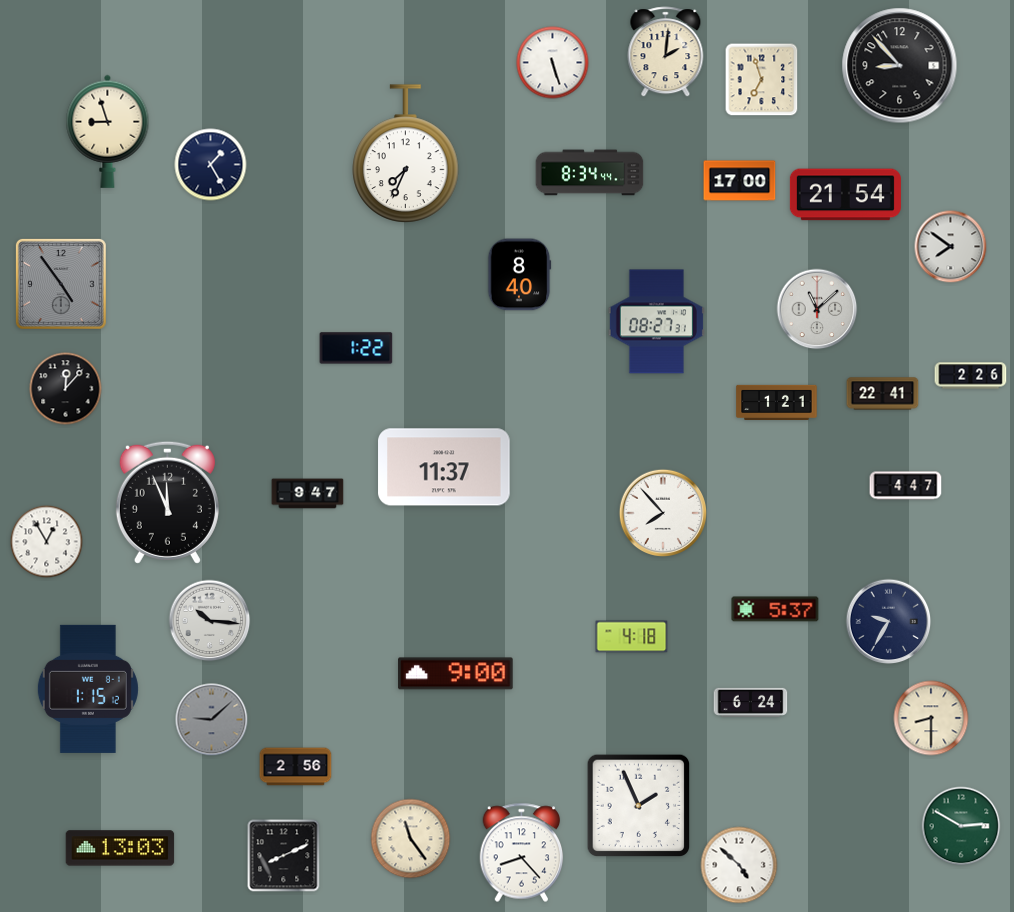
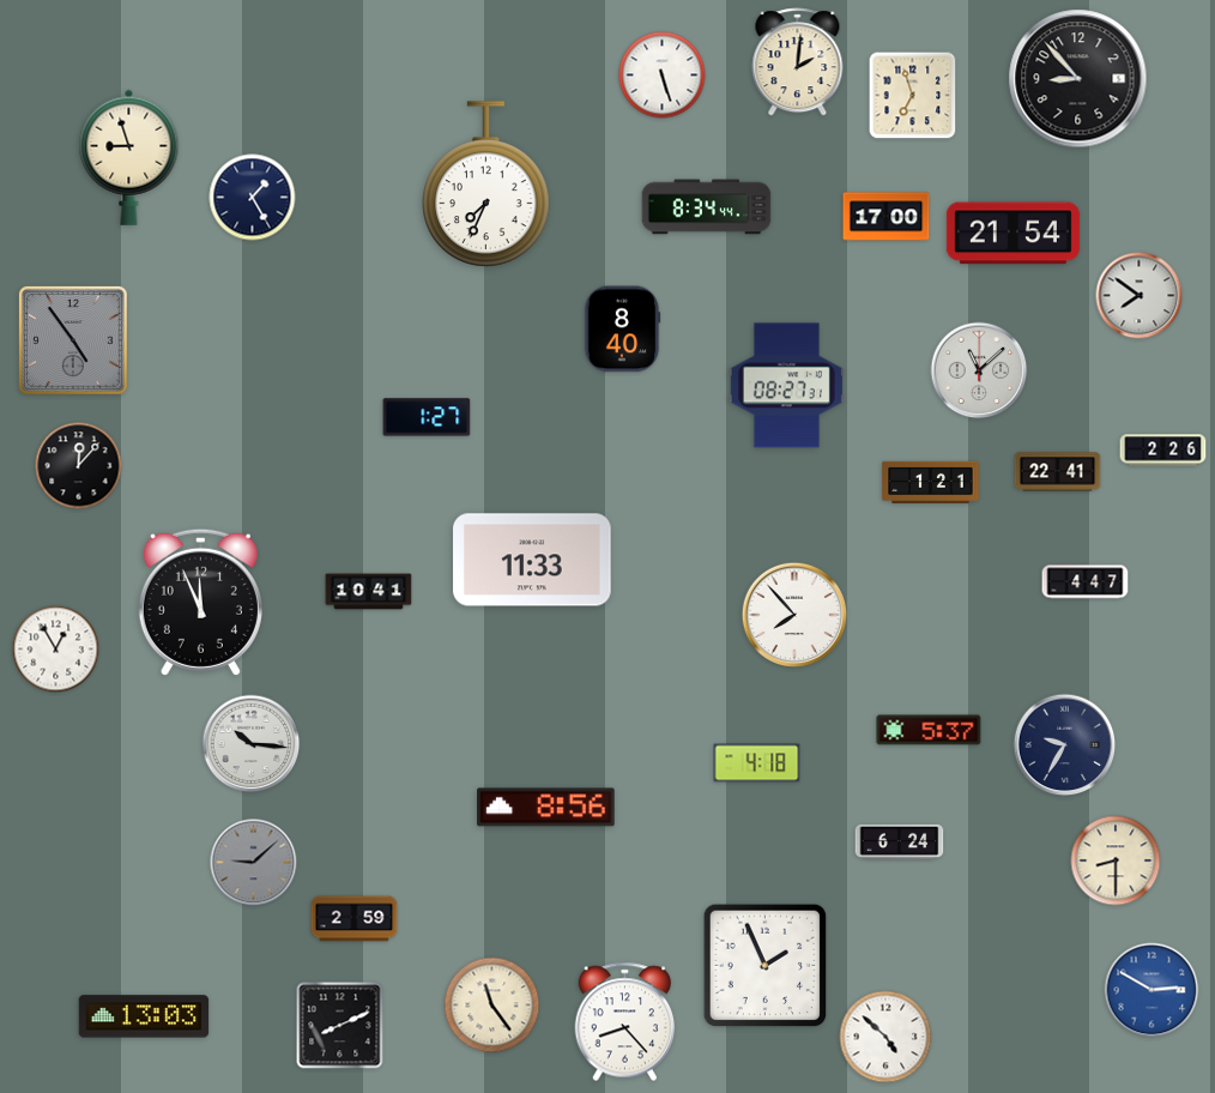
clock at (356, 348): 1:22 -> 1:27
clock at (444, 467): 11:37 -> 11:33
clock at (308, 494): 9:47 -> 10:41
clock at (456, 674): 9:00 -> 8:56
clock at (88, 689): 1:15 -> none
clock at (296, 767): 2:56 -> 2:59
clock at (961, 826) dial: green -> blue
